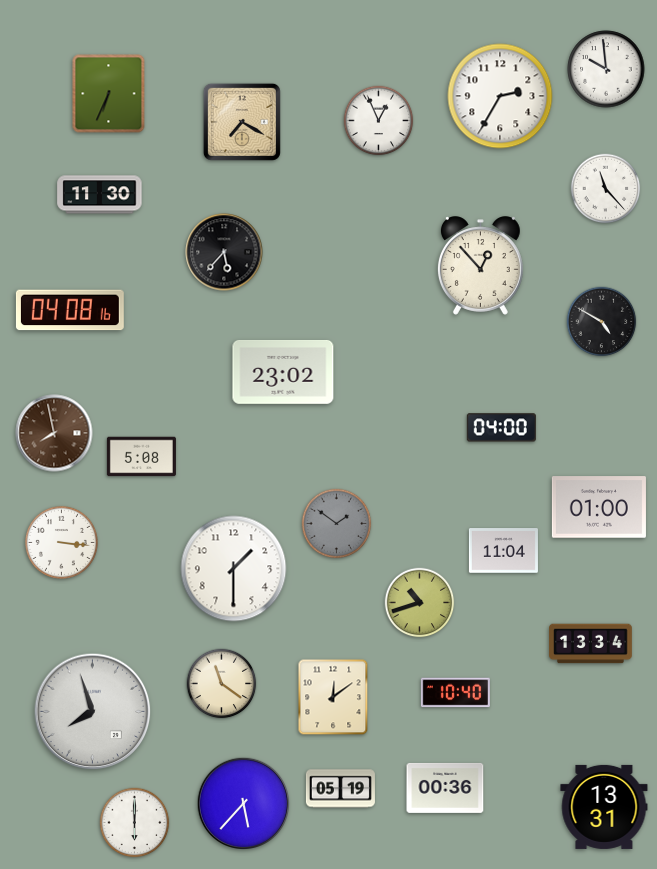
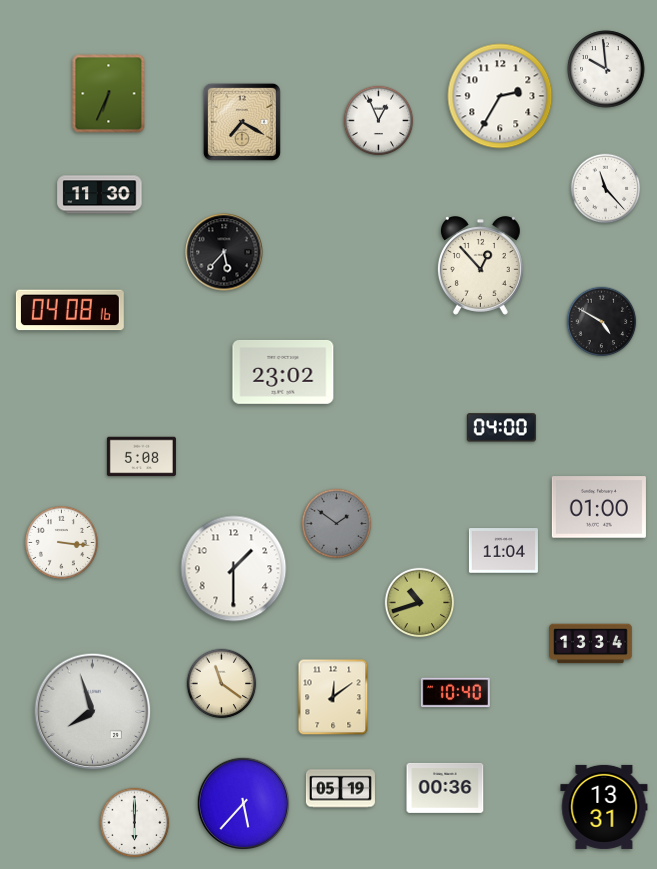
clock at (54, 433): 7:58 -> none
